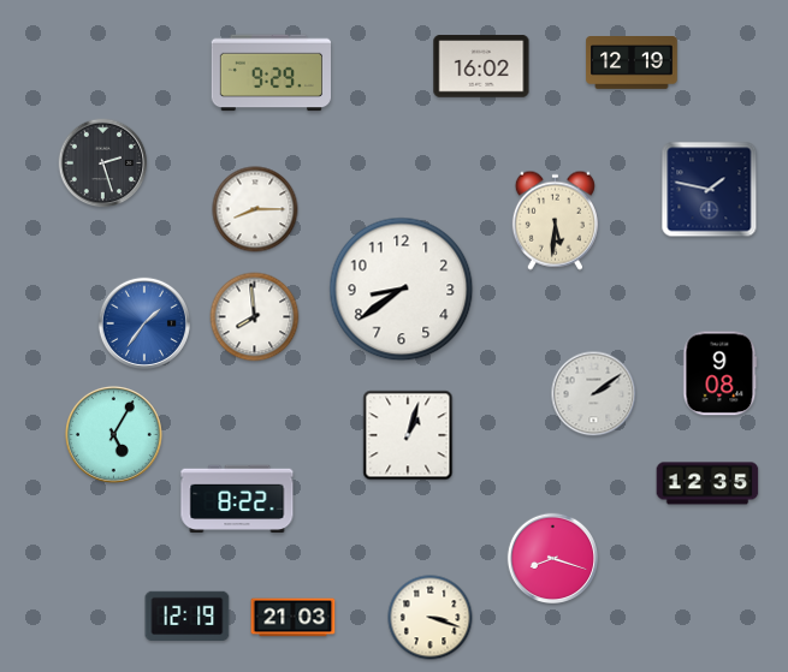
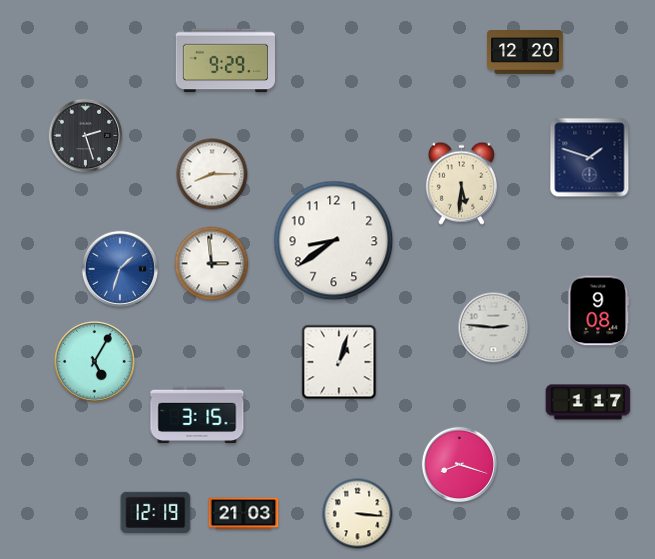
clock at (632, 64): 12:19 -> 12:20
clock at (481, 66): 16:02 -> none
clock at (710, 190): 1:47 -> 1:48
clock at (255, 317): 7:59 -> 2:59
clock at (143, 322): 1:36 -> 1:33
clock at (594, 394): 2:09 -> 2:46
clock at (707, 483): 12:35 -> 1:17
clock at (237, 499): 8:22 -> 3:15
clock at (431, 618): 3:18 -> 3:16
